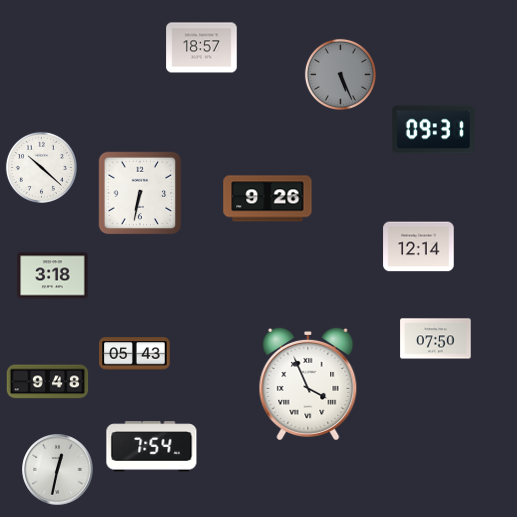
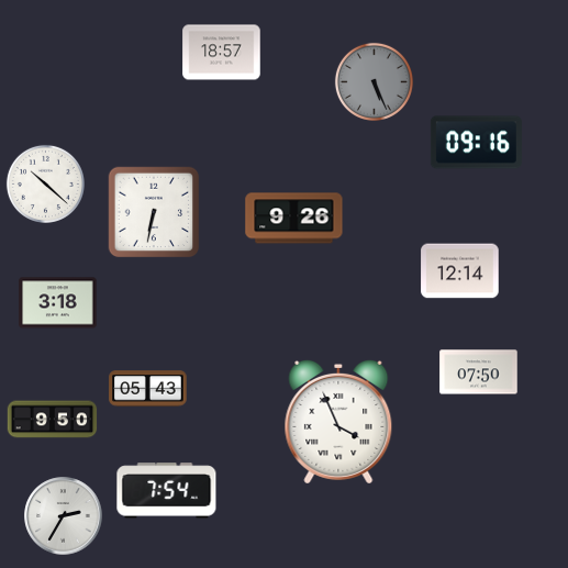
clock at (433, 130): 09:31 -> 09:16
clock at (48, 382): 9:48 -> 9:50
clock at (58, 470): 12:32 -> 2:35
